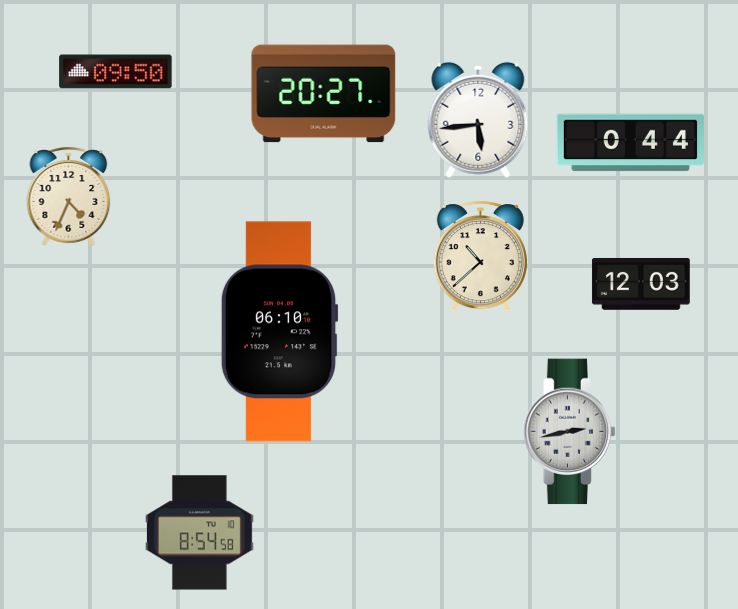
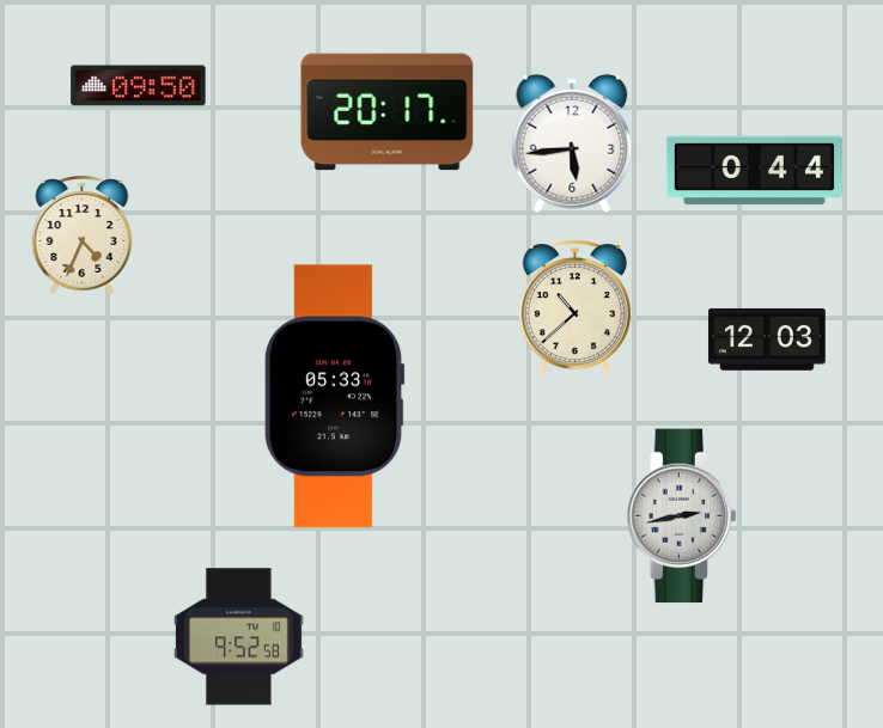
clock at (324, 94): 20:27 -> 20:17
clock at (279, 332): 06:10 -> 05:33
clock at (200, 533): 8:54 -> 9:52
